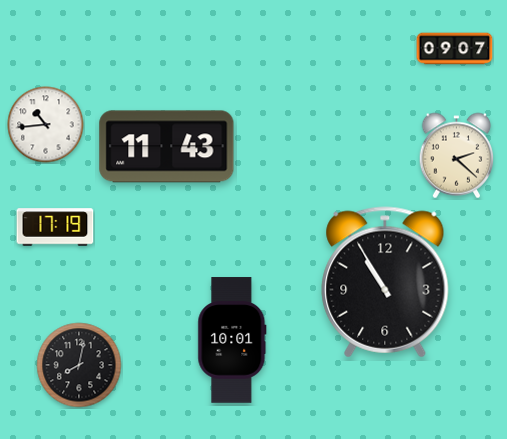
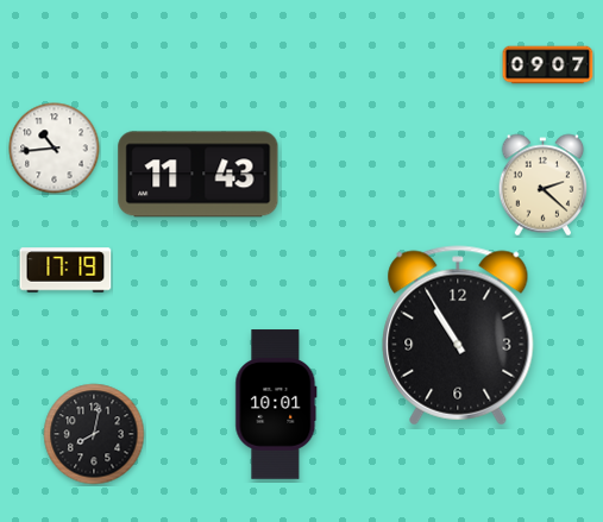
clock at (455, 49) position: (455, 49) -> (548, 65)
